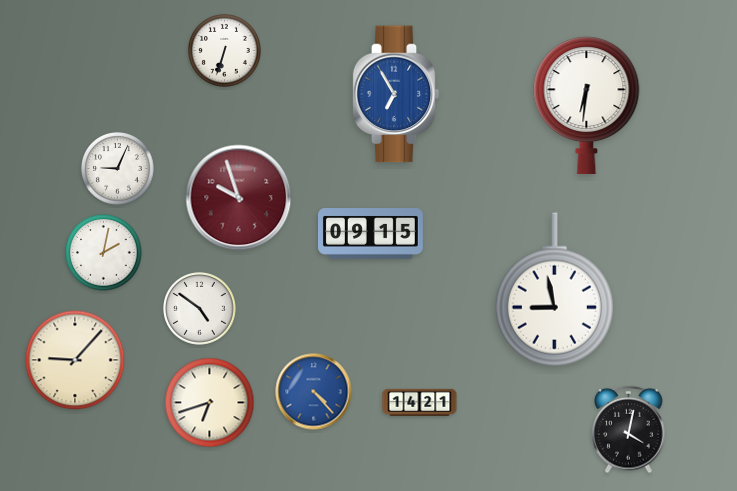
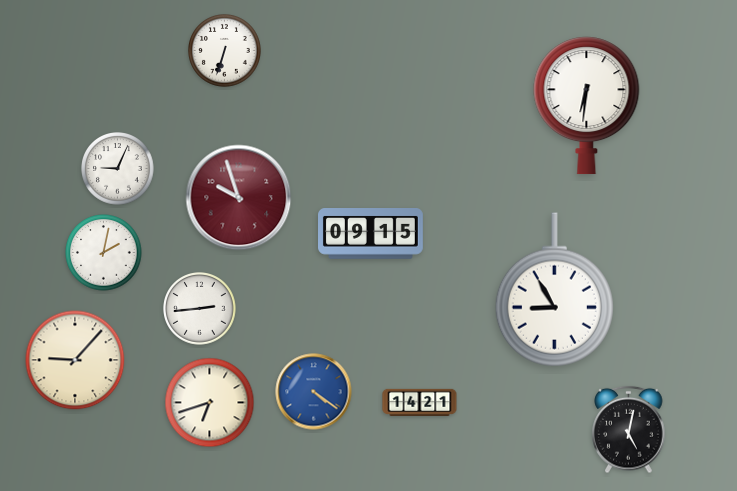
clock at (396, 94): 6:55 -> none
clock at (554, 290): 8:58 -> 8:55
clock at (200, 309): 4:51 -> 2:44
clock at (314, 392): 4:23 -> 4:21
clock at (629, 430): 4:02 -> 5:02
